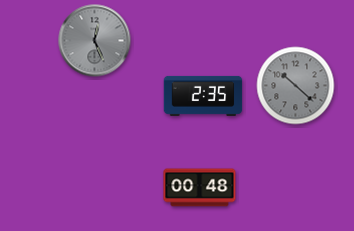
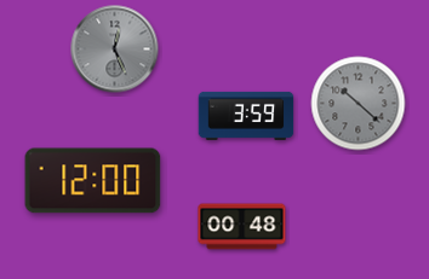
clock at (203, 96): 2:35 -> 3:59
clock at (93, 181): none -> 12:00
